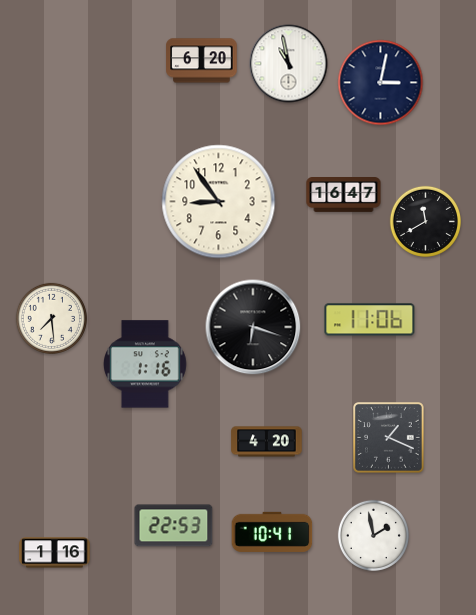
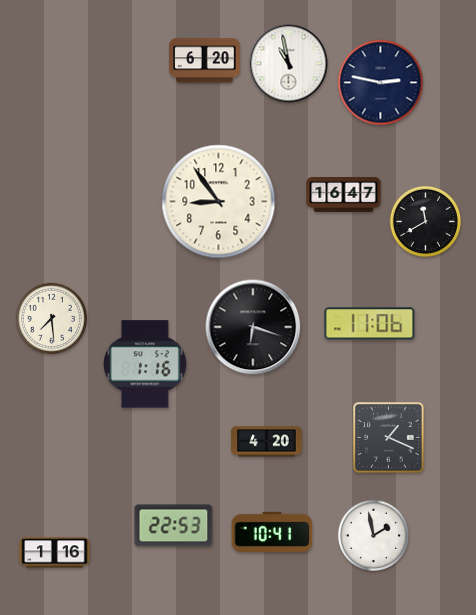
clock at (202, 61) position: (202, 61) -> (205, 61)
clock at (381, 83): 3:02 -> 2:47
clock at (370, 320) position: (370, 320) -> (370, 324)
